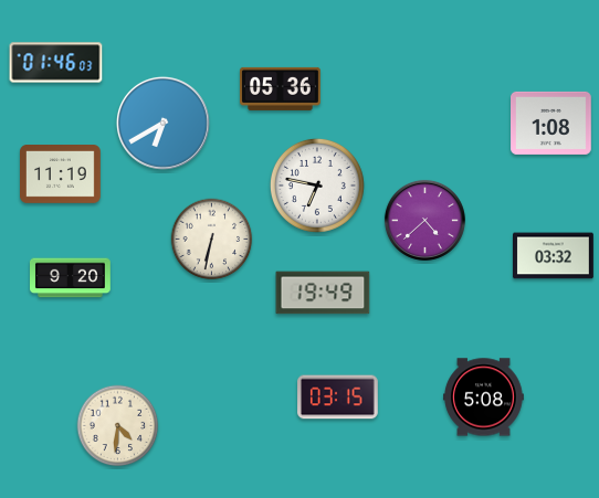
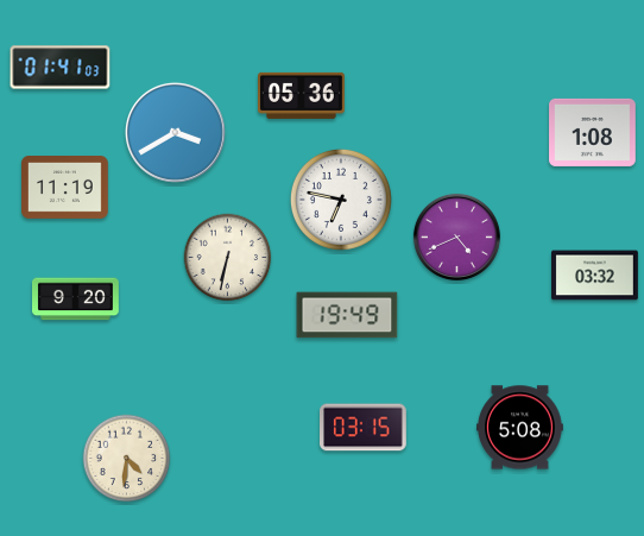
clock at (56, 63): 01:46 -> 01:41
clock at (162, 123): 6:40 -> 3:40
clock at (424, 220): 4:38 -> 4:41
